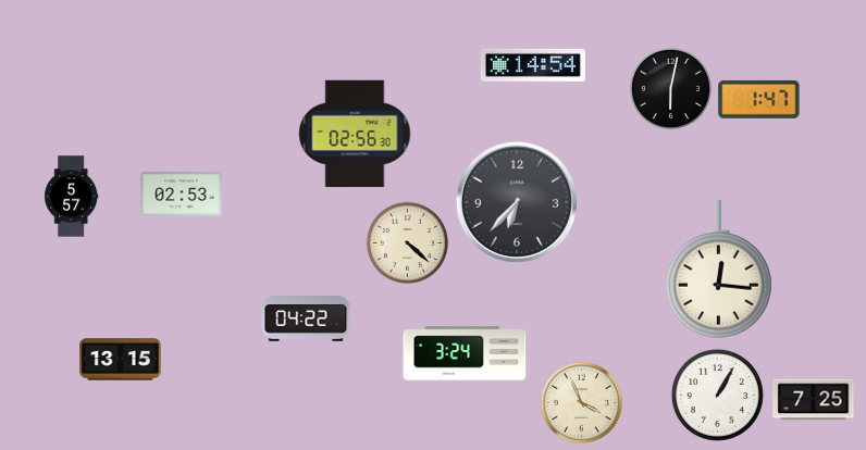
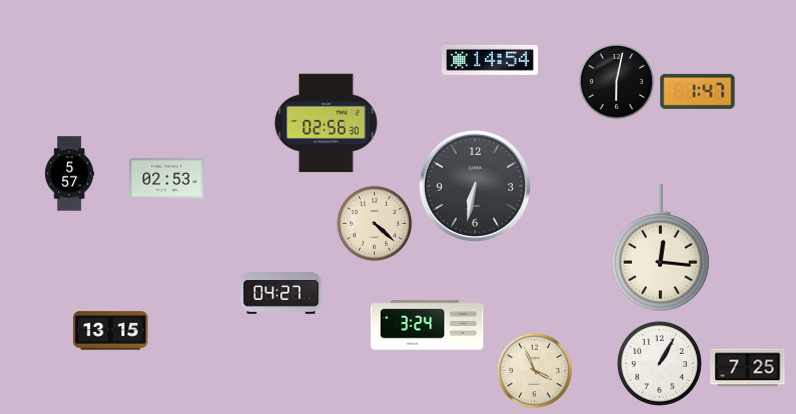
clock at (72, 197) position: (72, 197) -> (70, 174)
clock at (517, 202): 6:37 -> 6:32
clock at (306, 318): 04:22 -> 04:27
